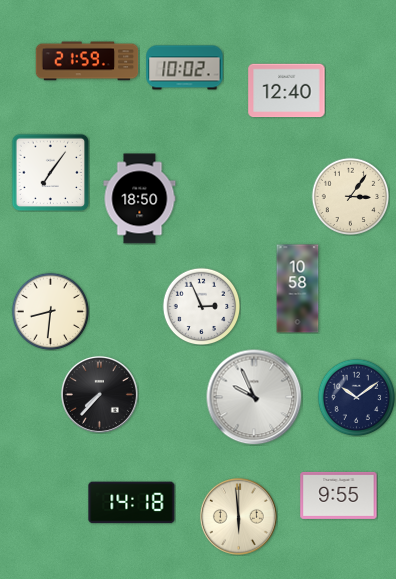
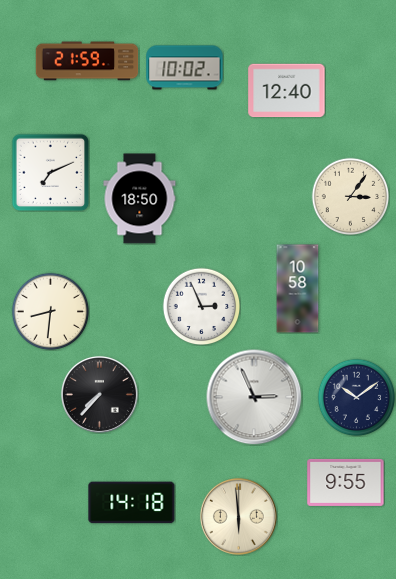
clock at (50, 172): 7:06 -> 7:11
clock at (254, 397): 9:56 -> 2:56
clock at (339, 495) position: (339, 495) -> (346, 482)
